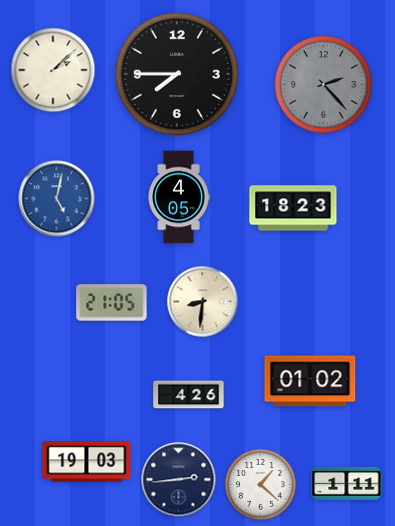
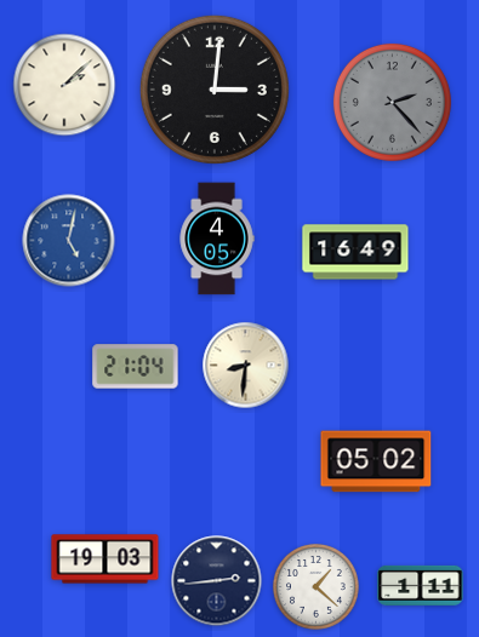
clock at (177, 74): 7:45 -> 3:01
clock at (293, 208): 18:23 -> 16:49
clock at (112, 303): 21:05 -> 21:04
clock at (310, 381): 01:02 -> 05:02
clock at (189, 395): 4:26 -> none
